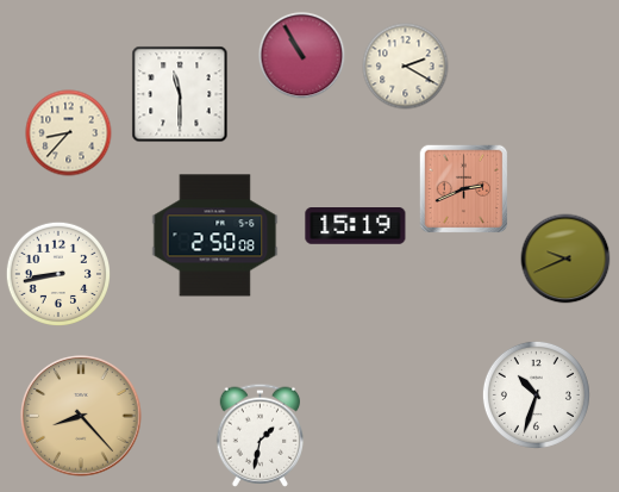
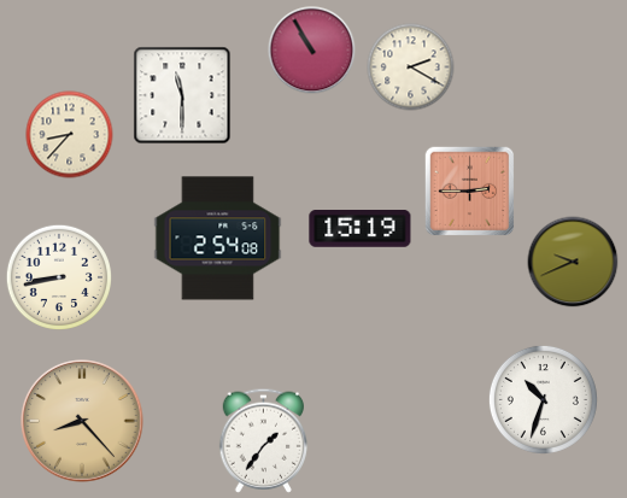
clock at (302, 56) position: (302, 56) -> (312, 51)
clock at (464, 189): 2:41 -> 2:45
clock at (215, 236): 2:50 -> 2:54
clock at (261, 435): 1:32 -> 1:36
